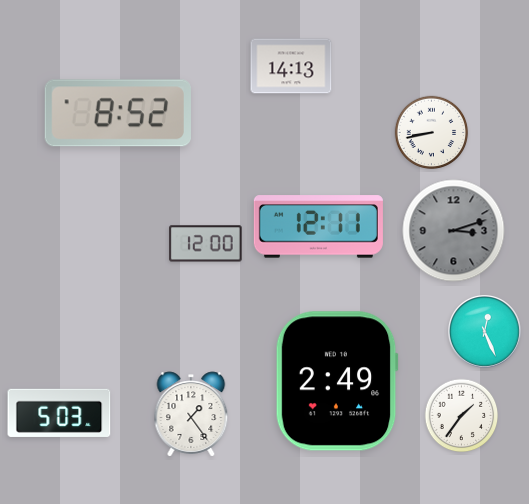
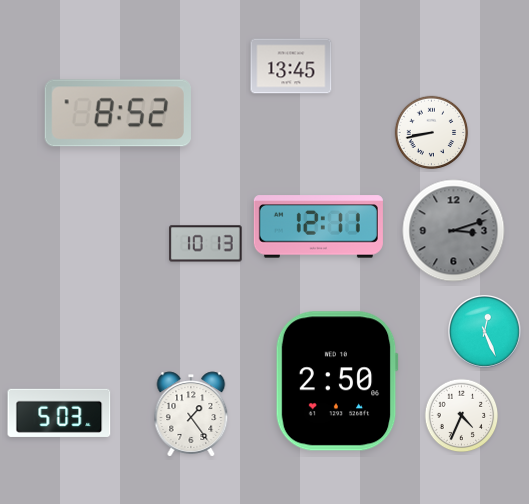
clock at (291, 66): 14:13 -> 13:45
clock at (206, 244): 12:00 -> 10:13
clock at (337, 381): 2:49 -> 2:50
clock at (462, 416): 1:36 -> 4:34
